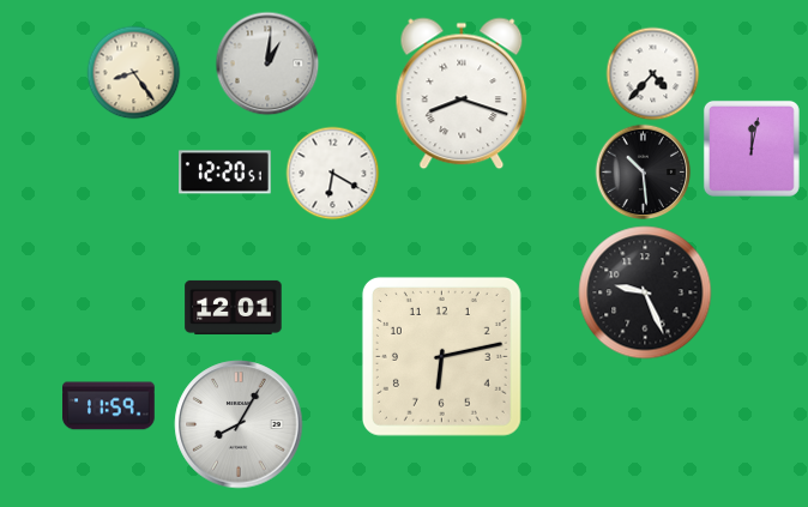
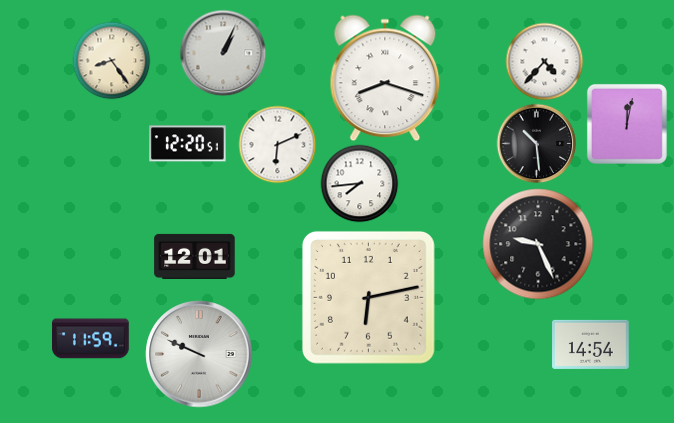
clock at (267, 64): 1:01 -> 1:04
clock at (332, 173): 6:20 -> 6:11
clock at (359, 183): none -> 7:44
clock at (591, 344): none -> 14:54
clock at (239, 424): 8:05 -> 9:49
